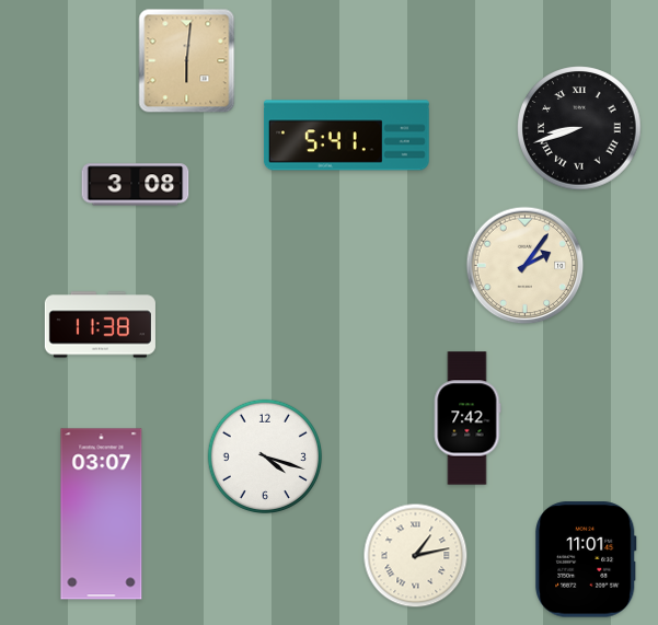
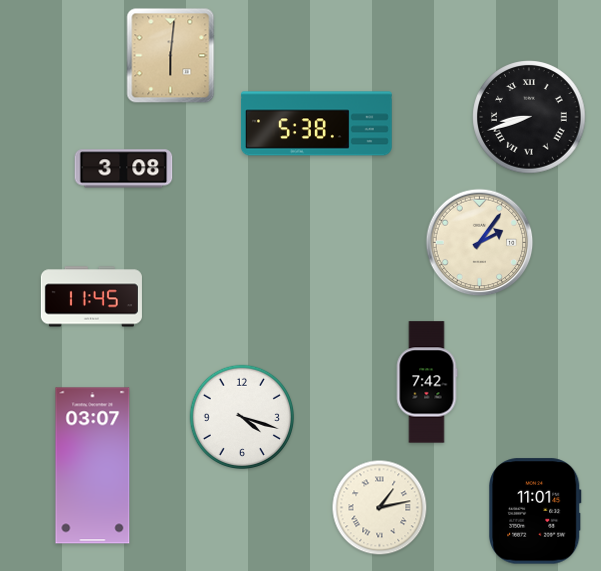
clock at (346, 136): 5:41 -> 5:38
clock at (100, 325): 11:38 -> 11:45
clock at (102, 514) position: (102, 514) -> (93, 466)
